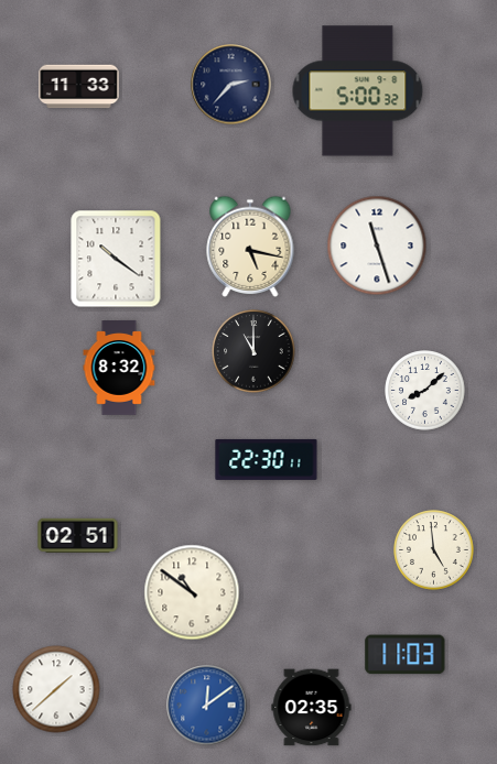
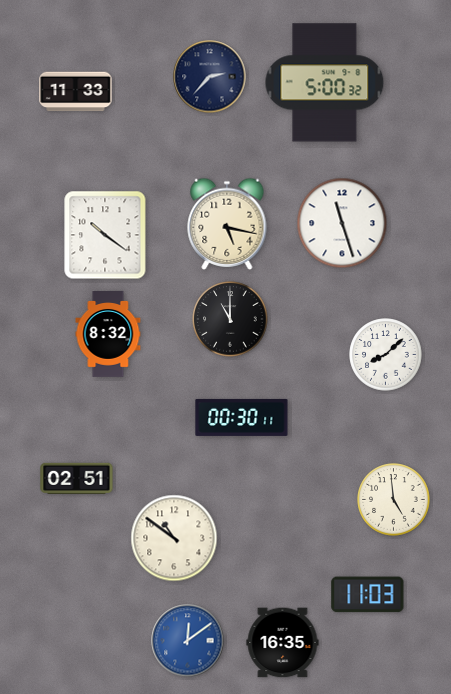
clock at (79, 87) position: (79, 87) -> (76, 92)
clock at (267, 459): 22:30 -> 00:30
clock at (78, 535) position: (78, 535) -> (77, 478)
clock at (56, 689): 1:38 -> none
clock at (312, 708): 02:35 -> 16:35
